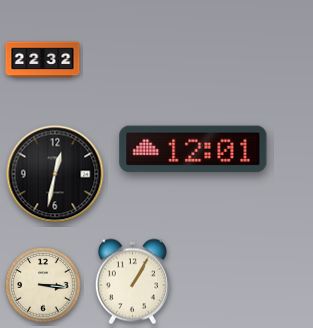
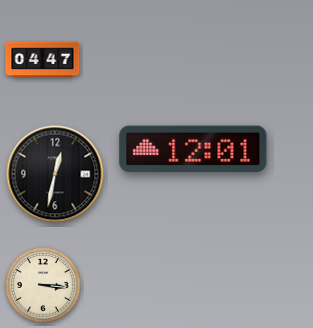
clock at (43, 60): 22:32 -> 04:47
clock at (132, 282): 1:05 -> none
